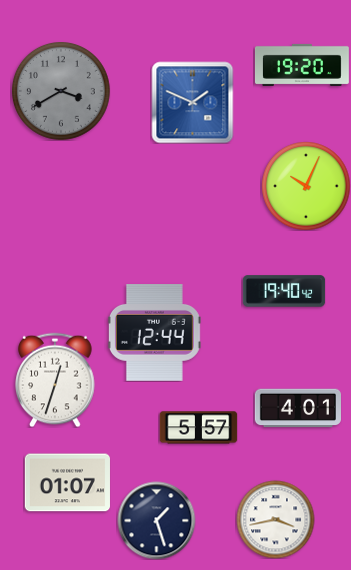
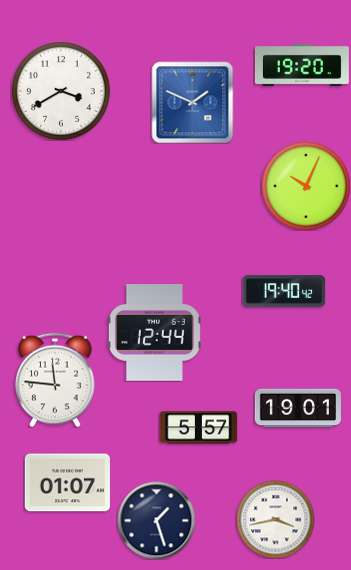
clock at (61, 92) dial: grey -> white
clock at (55, 380): 12:33 -> 11:46
clock at (298, 408): 4:01 -> 19:01
